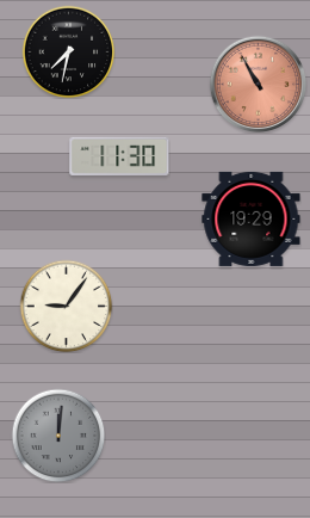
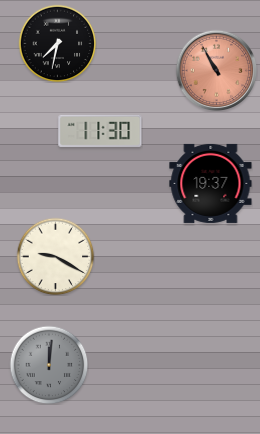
clock at (252, 218): 19:29 -> 19:37
clock at (66, 306): 9:06 -> 9:20
